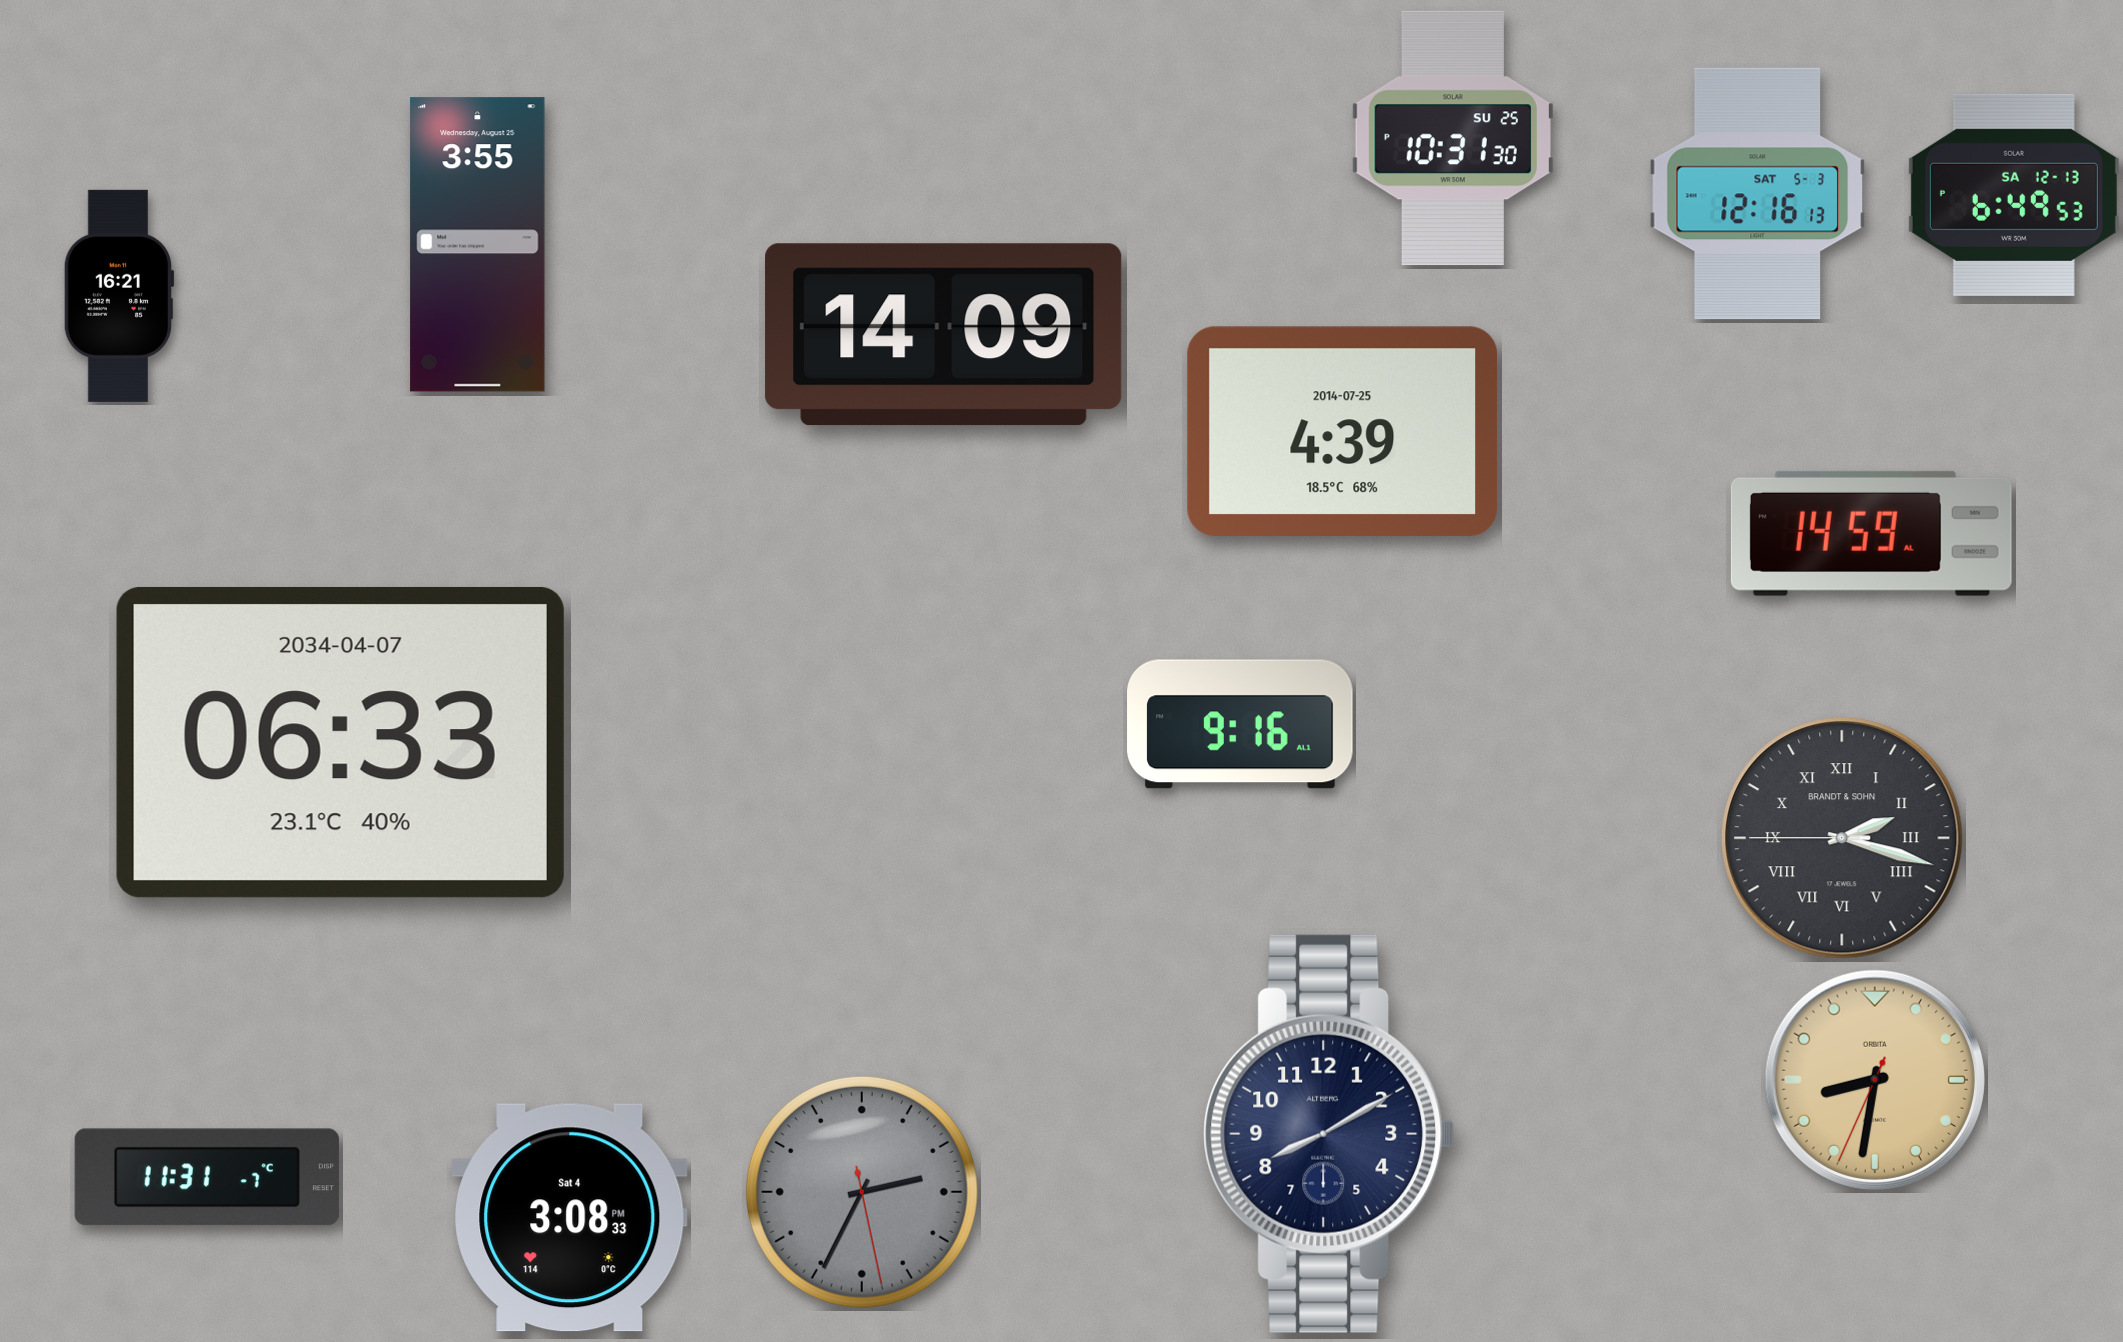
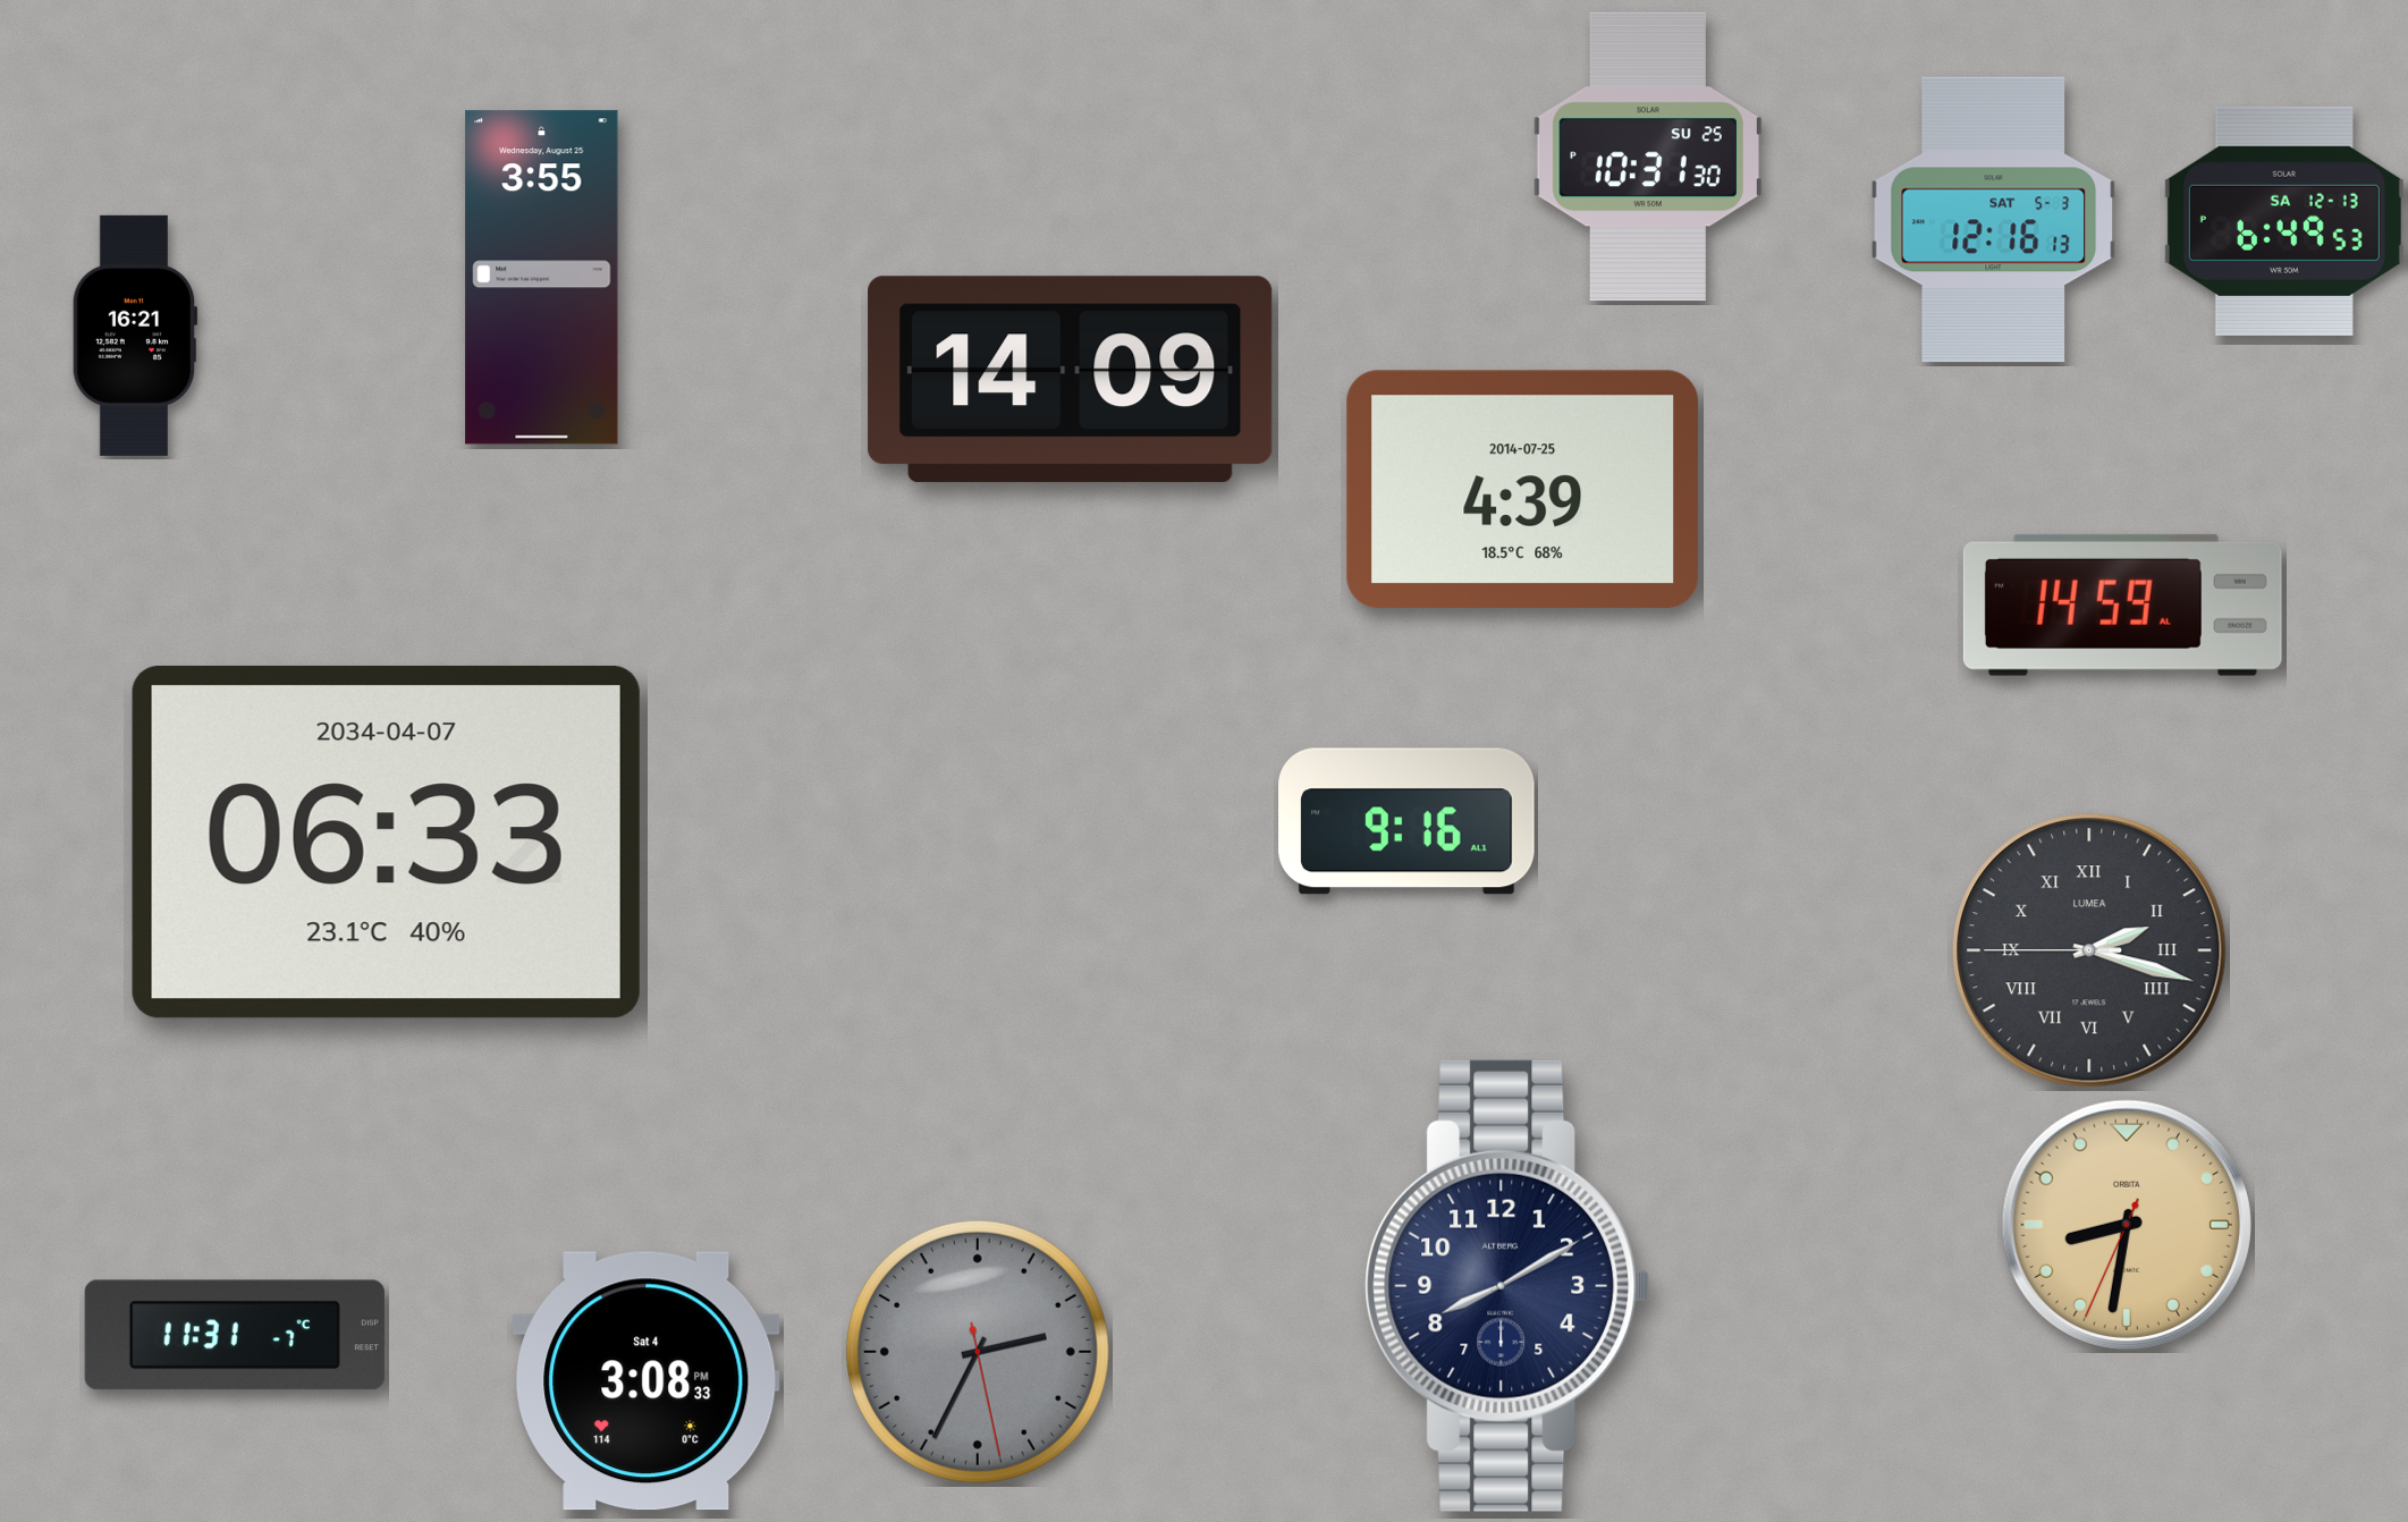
clock at (1842, 838) brand: BRANDT & SOHN -> LUMEA
